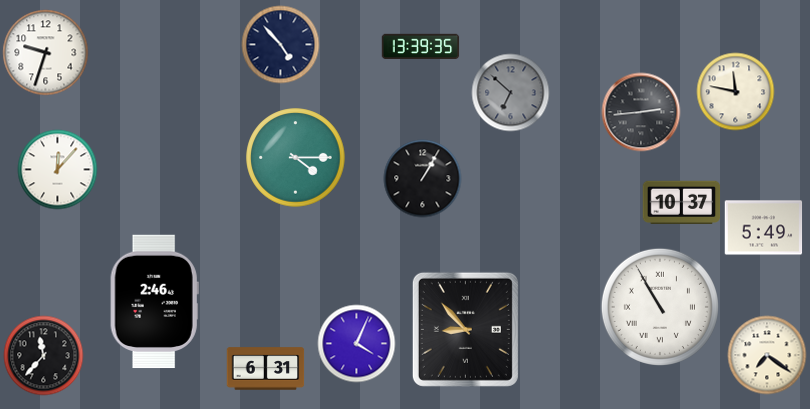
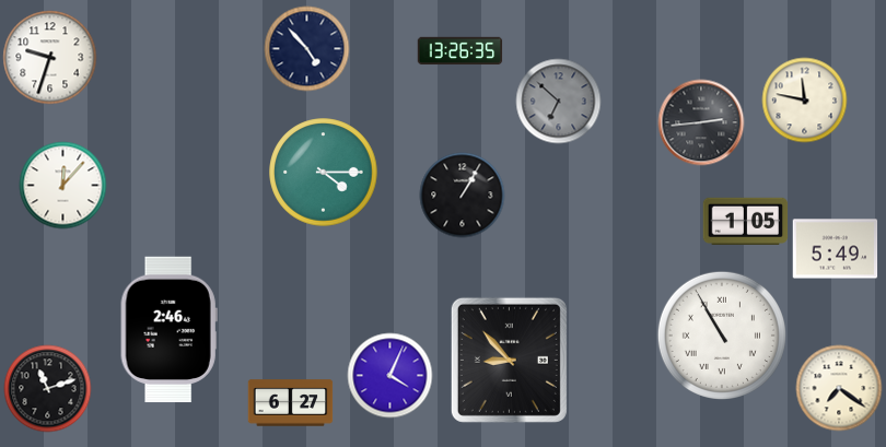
clock at (420, 47): 13:39 -> 13:26
clock at (681, 202): 10:37 -> 1:05
clock at (43, 355): 11:37 -> 11:12
clock at (265, 369): 6:31 -> 6:27
